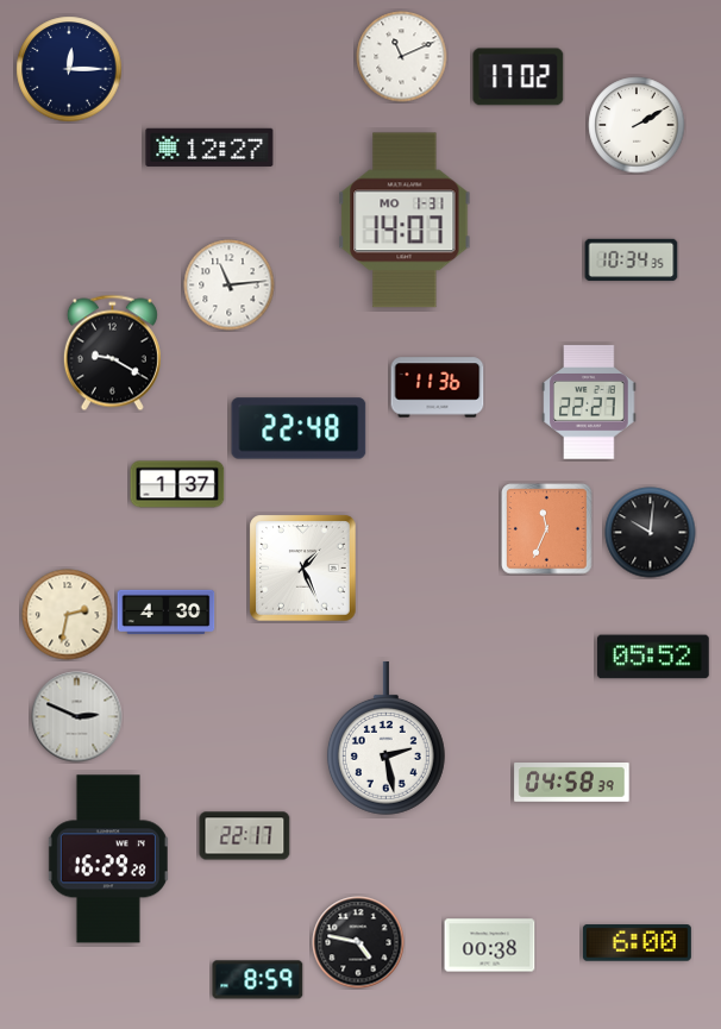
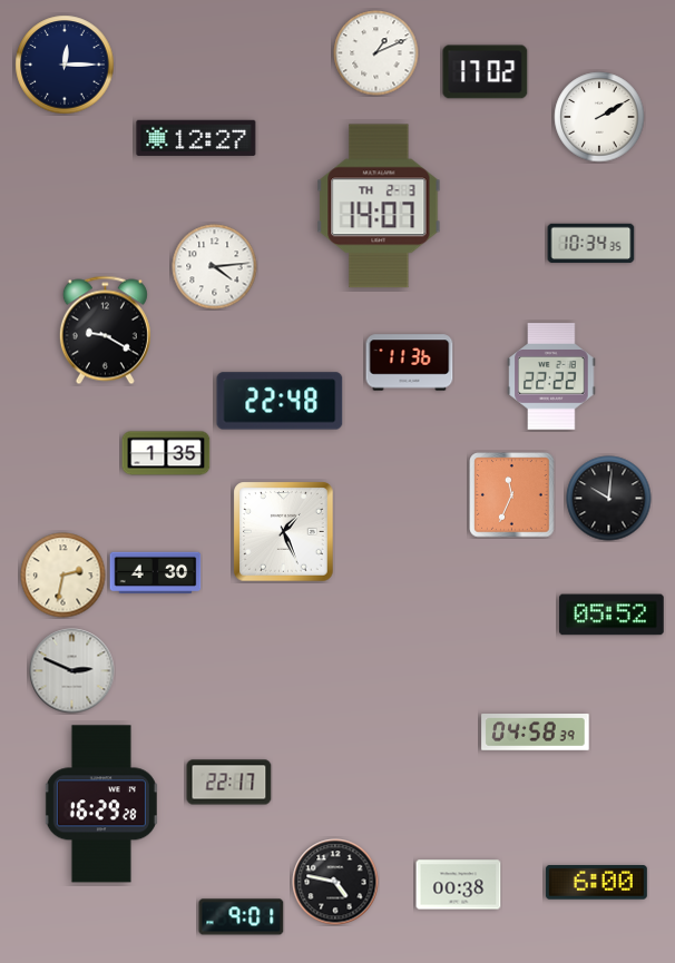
clock at (402, 57): 11:11 -> 1:11
clock at (637, 125) position: (637, 125) -> (599, 117)
clock at (405, 220) date: MO 1-31 -> TH 2-3
clock at (230, 286): 11:14 -> 4:14
clock at (589, 402): 22:27 -> 22:22
clock at (177, 484): 1:37 -> 1:35
clock at (385, 738): 2:28 -> none
clock at (258, 980): 8:59 -> 9:01
